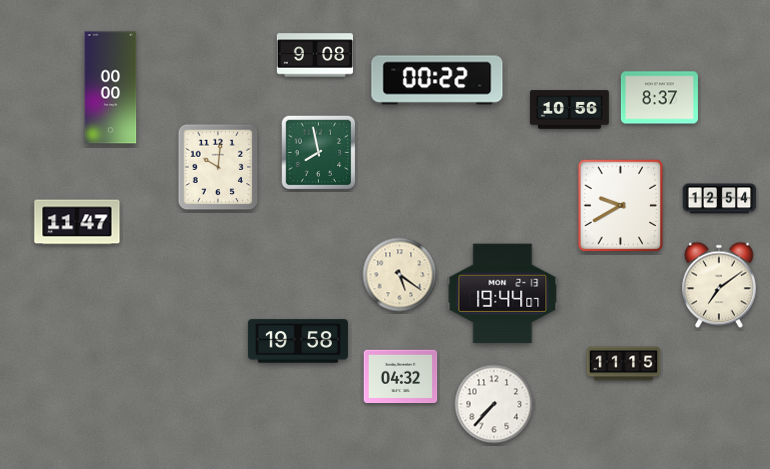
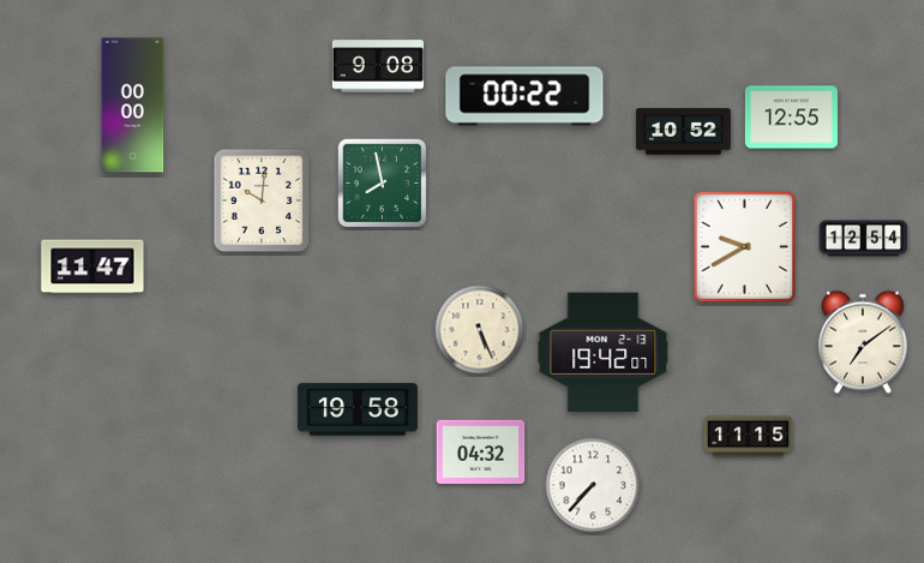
clock at (659, 98): 8:37 -> 12:55
clock at (570, 110): 10:56 -> 10:52
clock at (400, 275): 5:21 -> 5:26
clock at (503, 294): 19:44 -> 19:42
